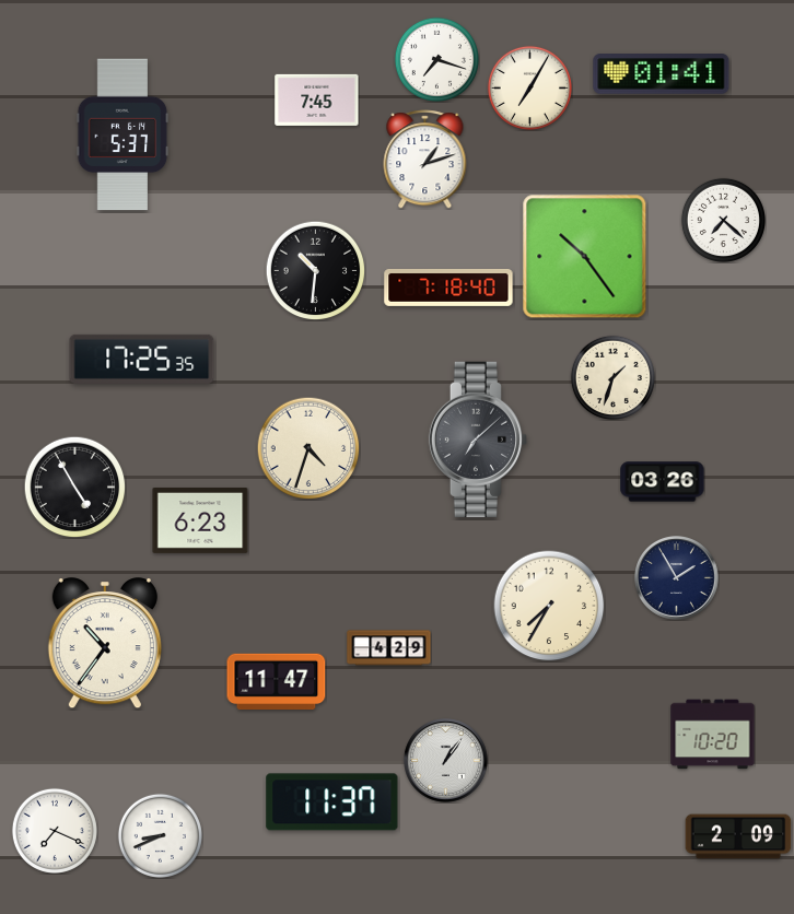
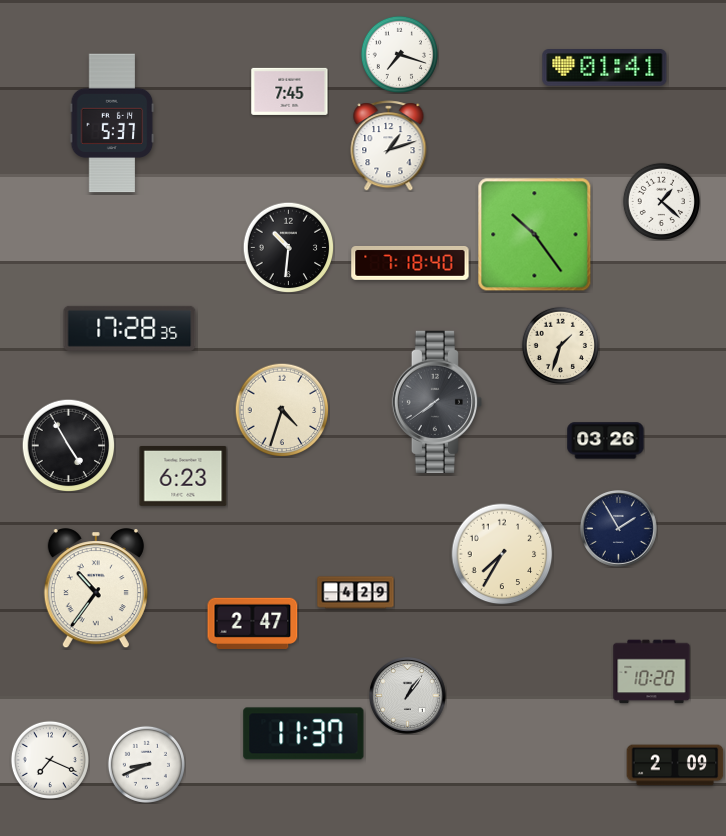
clock at (529, 87): 7:05 -> none
clock at (723, 220): 7:22 -> 1:22
clock at (142, 359): 17:25 -> 17:28
clock at (477, 440): 7:08 -> 7:39
clock at (277, 681): 11:47 -> 2:47
